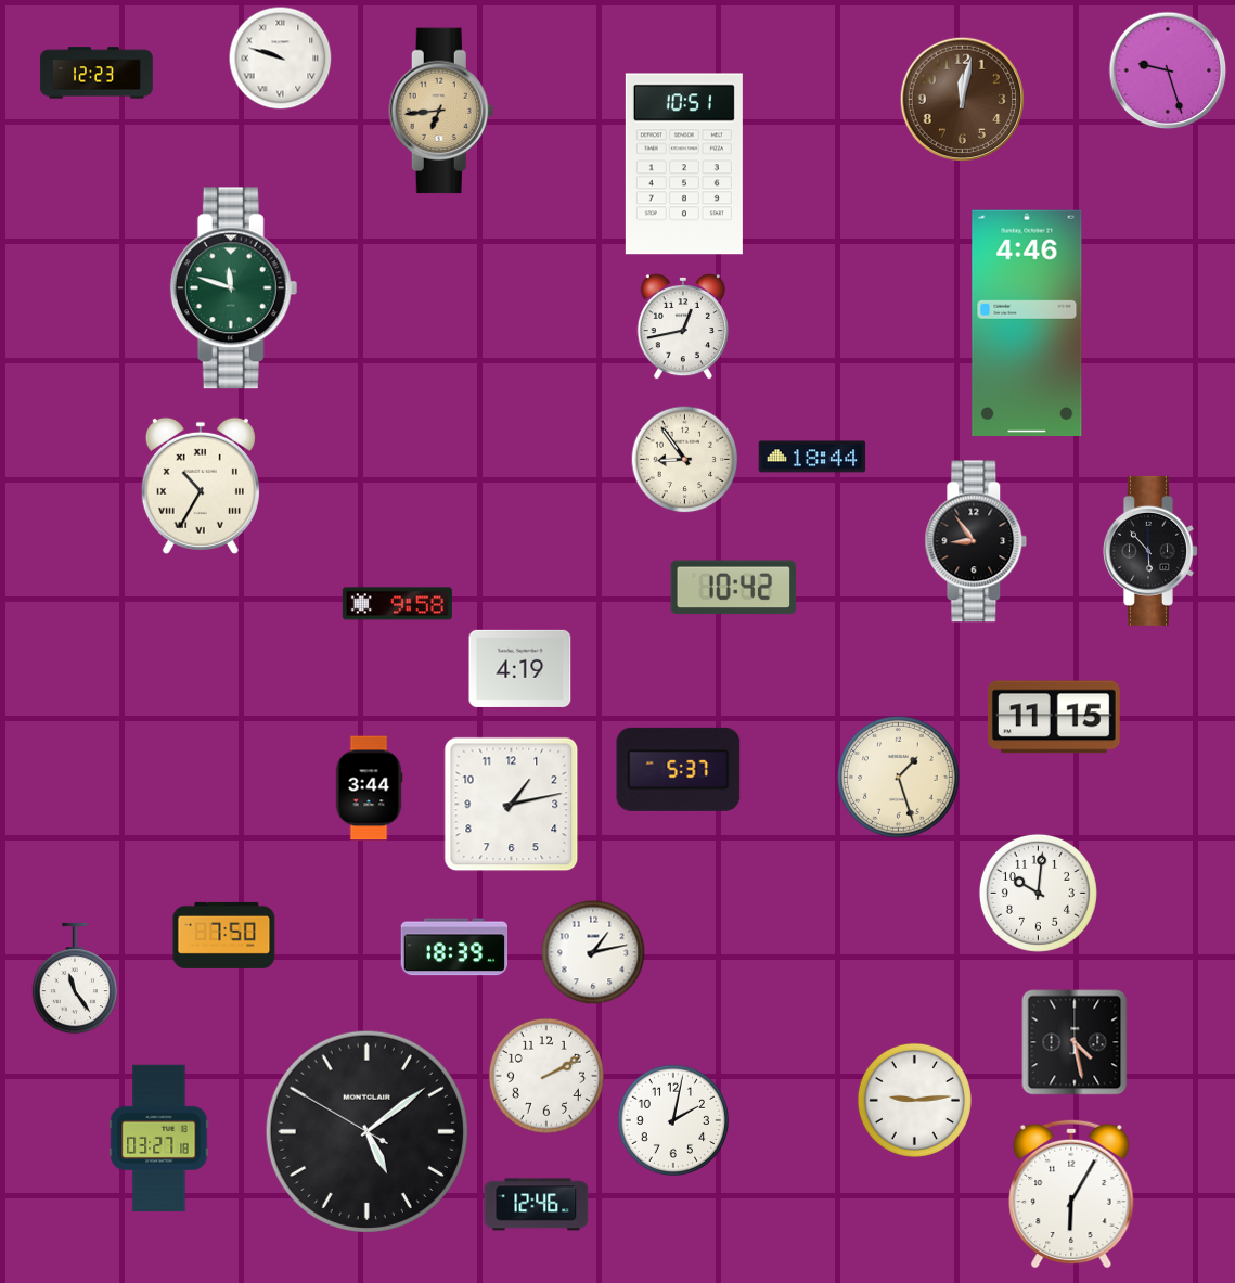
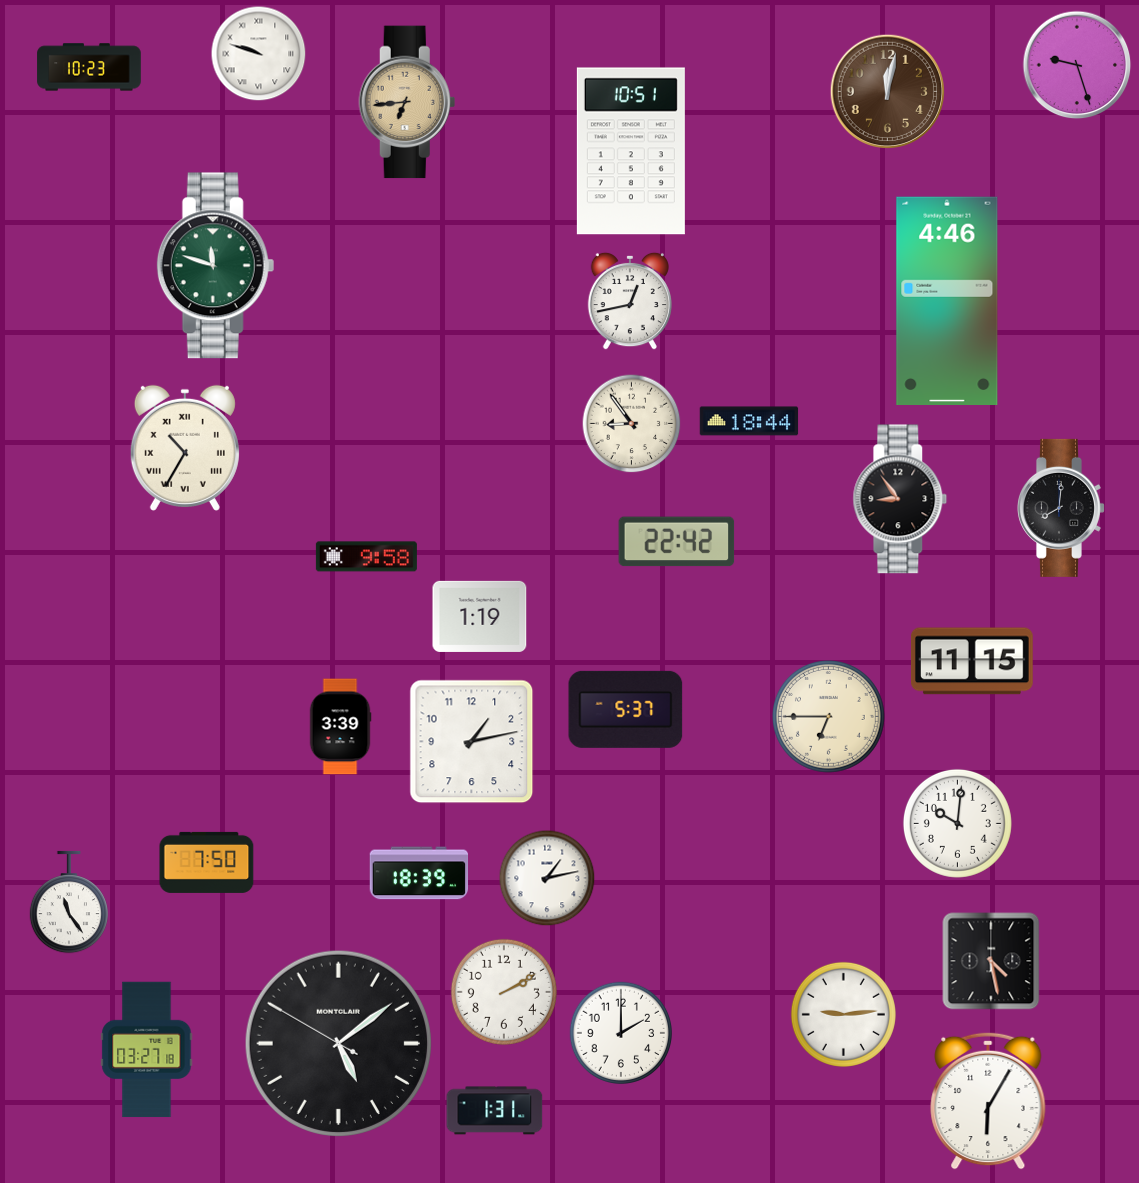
clock at (97, 73): 12:23 -> 10:23
clock at (1027, 322) position: (1027, 322) -> (947, 300)
clock at (1150, 551): 5:53 -> 8:01
clock at (734, 588): 10:42 -> 22:42
clock at (520, 668): 4:19 -> 1:19
clock at (899, 778): 1:27 -> 6:45
clock at (369, 788): 3:44 -> 3:39
clock at (673, 1120): 2:02 -> 2:00
clock at (537, 1205): 12:46 -> 1:31
